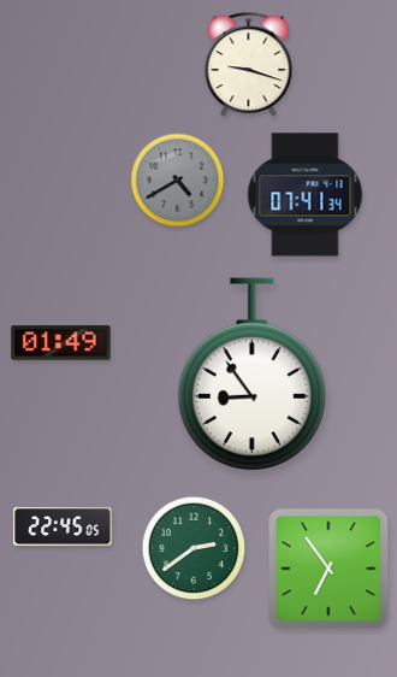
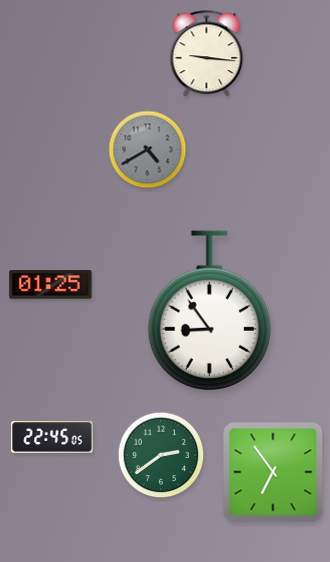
clock at (249, 65): 9:18 -> 9:16
clock at (306, 195): 07:41 -> none
clock at (61, 343): 01:49 -> 01:25
